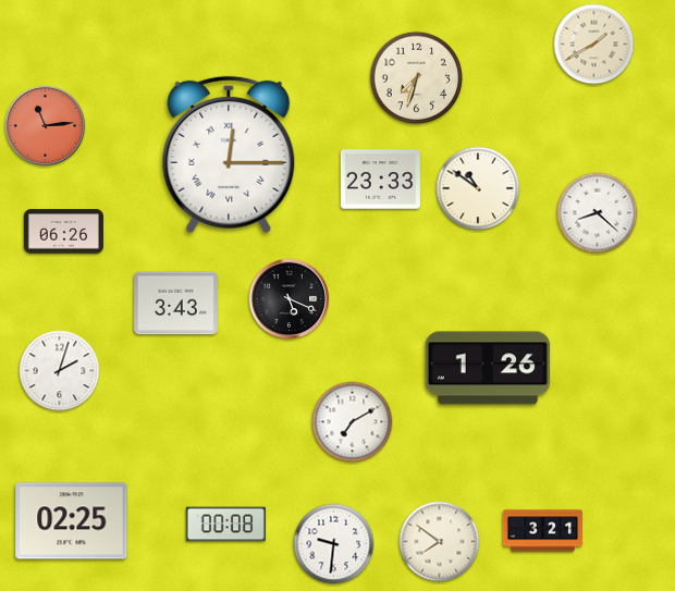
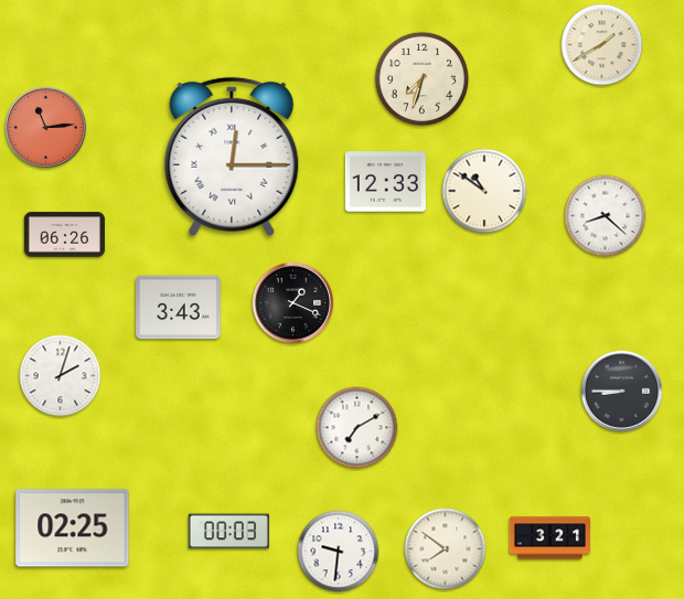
clock at (380, 180): 23:33 -> 12:33
clock at (290, 299): 5:19 -> 1:19
clock at (488, 368): 1:26 -> none
clock at (622, 392): none -> 8:45
clock at (225, 525): 00:08 -> 00:03
